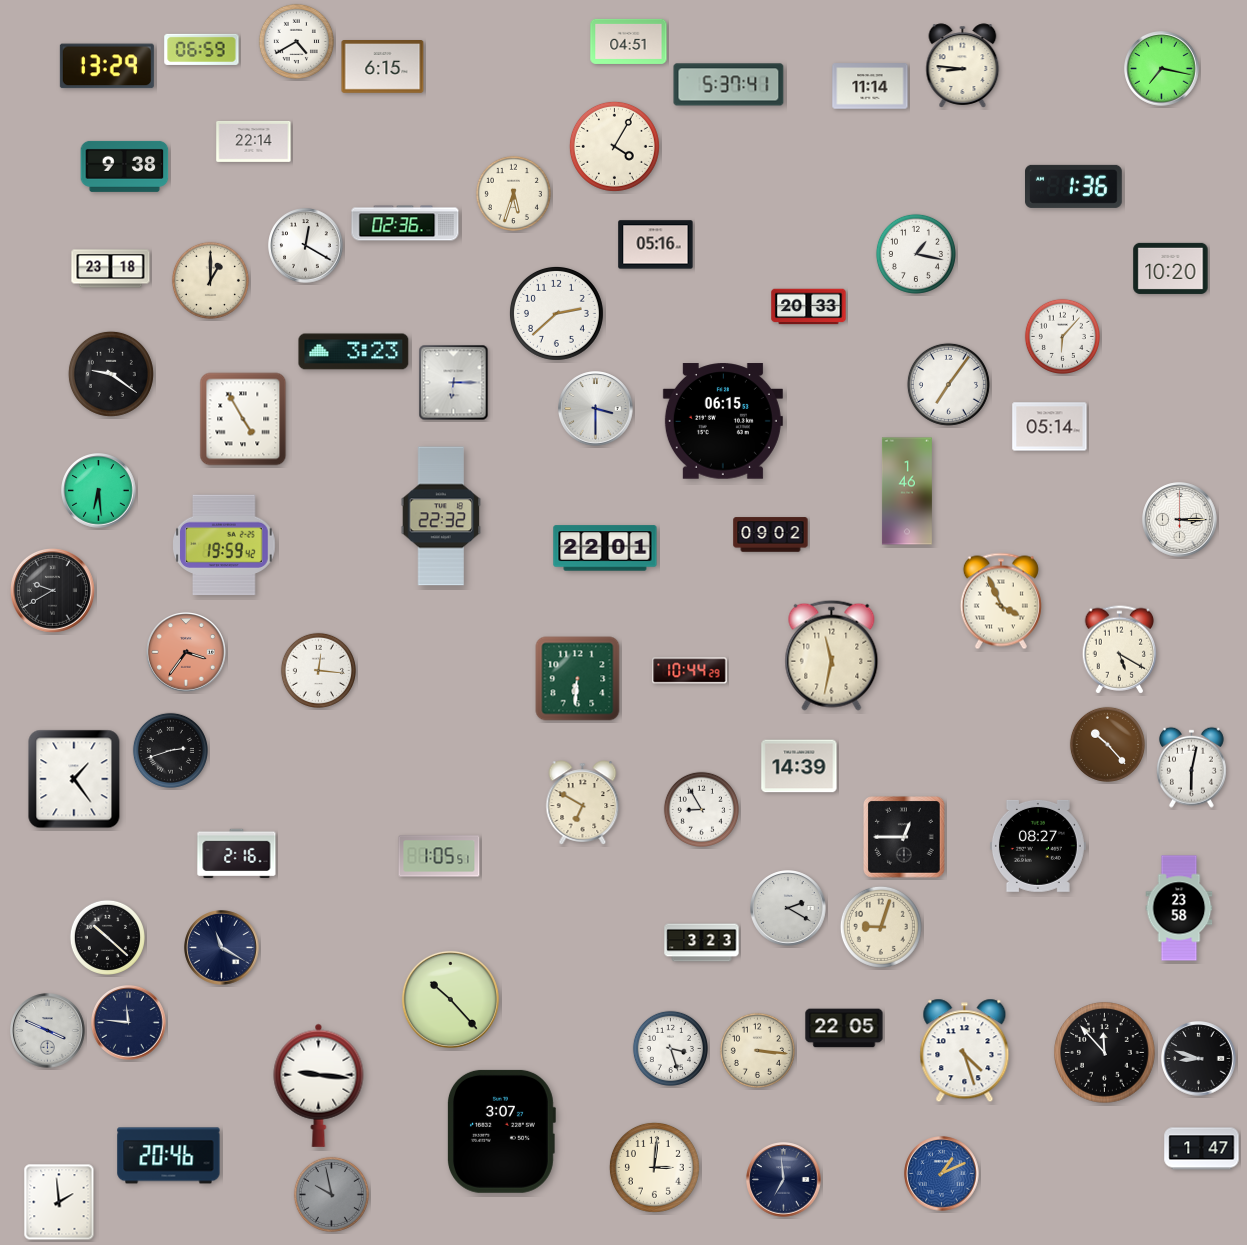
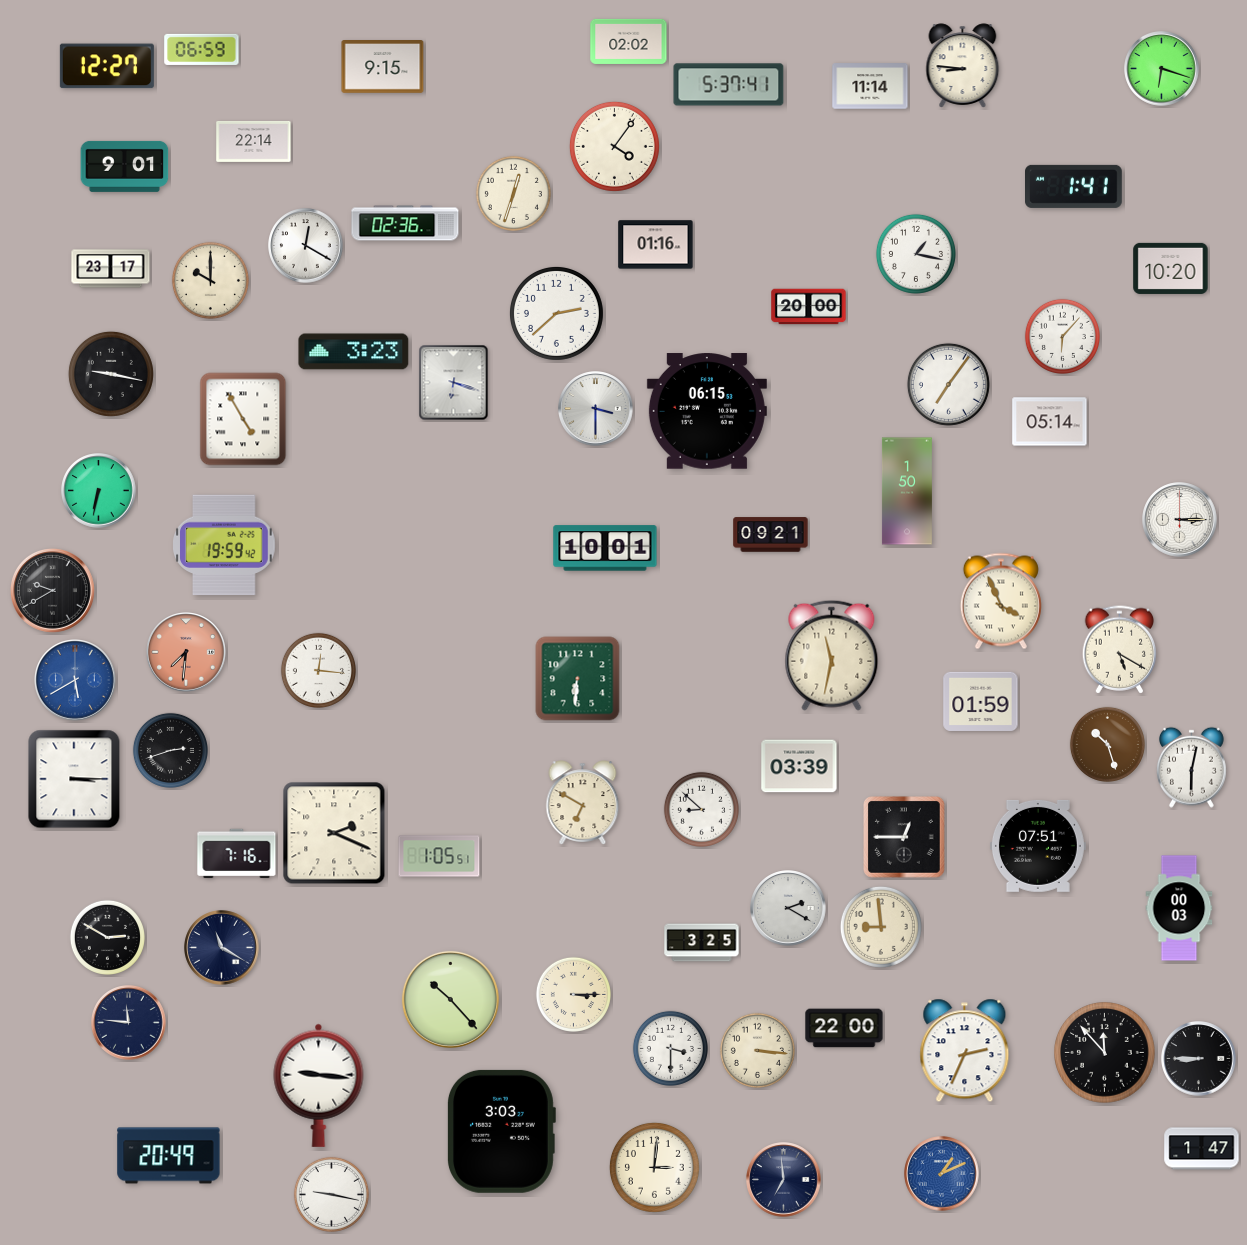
clock at (296, 41): 4:40 -> none
clock at (629, 41): 04:51 -> 02:02
clock at (107, 66): 13:29 -> 12:27
clock at (383, 67): 6:15 -> 9:15
clock at (1162, 69): 7:17 -> 6:18
clock at (614, 146): 4:05 -> 4:06
clock at (125, 166): 9:38 -> 9:01
clock at (1074, 186): 1:36 -> 1:41
clock at (513, 193): 5:33 -> 12:33
clock at (656, 245): 05:16 -> 01:16
clock at (111, 269): 23:18 -> 23:17
clock at (210, 280): 1:00 -> 10:00
clock at (809, 307): 20:33 -> 20:00
clock at (111, 374): 9:21 -> 9:17
clock at (454, 383): 6:15 -> 6:18
clock at (723, 421) position: (723, 421) -> (707, 411)
clock at (1050, 427) position: (1050, 427) -> (1050, 422)
clock at (99, 491): 6:29 -> 6:32
clock at (907, 491): 1:46 -> 1:50
clock at (441, 516): 22:32 -> none
clock at (771, 535): 09:02 -> 09:21
clock at (605, 548): 22:01 -> 10:01
clock at (187, 653): 3:36 -> 7:31
clock at (690, 671): 10:44 -> none
clock at (76, 681): none -> 5:40
clock at (981, 701): none -> 01:59
clock at (1107, 744): 10:23 -> 10:27
clock at (799, 766): 14:39 -> 03:39
clock at (74, 779): 1:24 -> 3:15
clock at (701, 809): 8:55 -> 8:52
clock at (334, 833): none -> 2:19
clock at (1038, 846): 08:27 -> 07:51
clock at (237, 854): 2:16 -> 7:16
clock at (1179, 908): 23:58 -> 00:03
clock at (881, 927): 9:03 -> 8:59
clock at (107, 937): 10:22 -> 2:50
clock at (702, 943): 3:23 -> 3:25
clock at (573, 994): none -> 3:15
clock at (844, 1028): 22:05 -> 22:00
clock at (48, 1031): 3:49 -> none
clock at (670, 1048): 3:27 -> 3:30
clock at (965, 1051): 4:27 -> 2:34
clock at (1199, 1059): 8:48 -> 8:45
clock at (501, 1131): 3:07 -> 3:03
clock at (169, 1156): 20:46 -> 20:49
clock at (331, 1194): 9:58 -> 9:17
clock at (331, 1194) dial: grey -> white
clock at (59, 1202): 1:59 -> none
